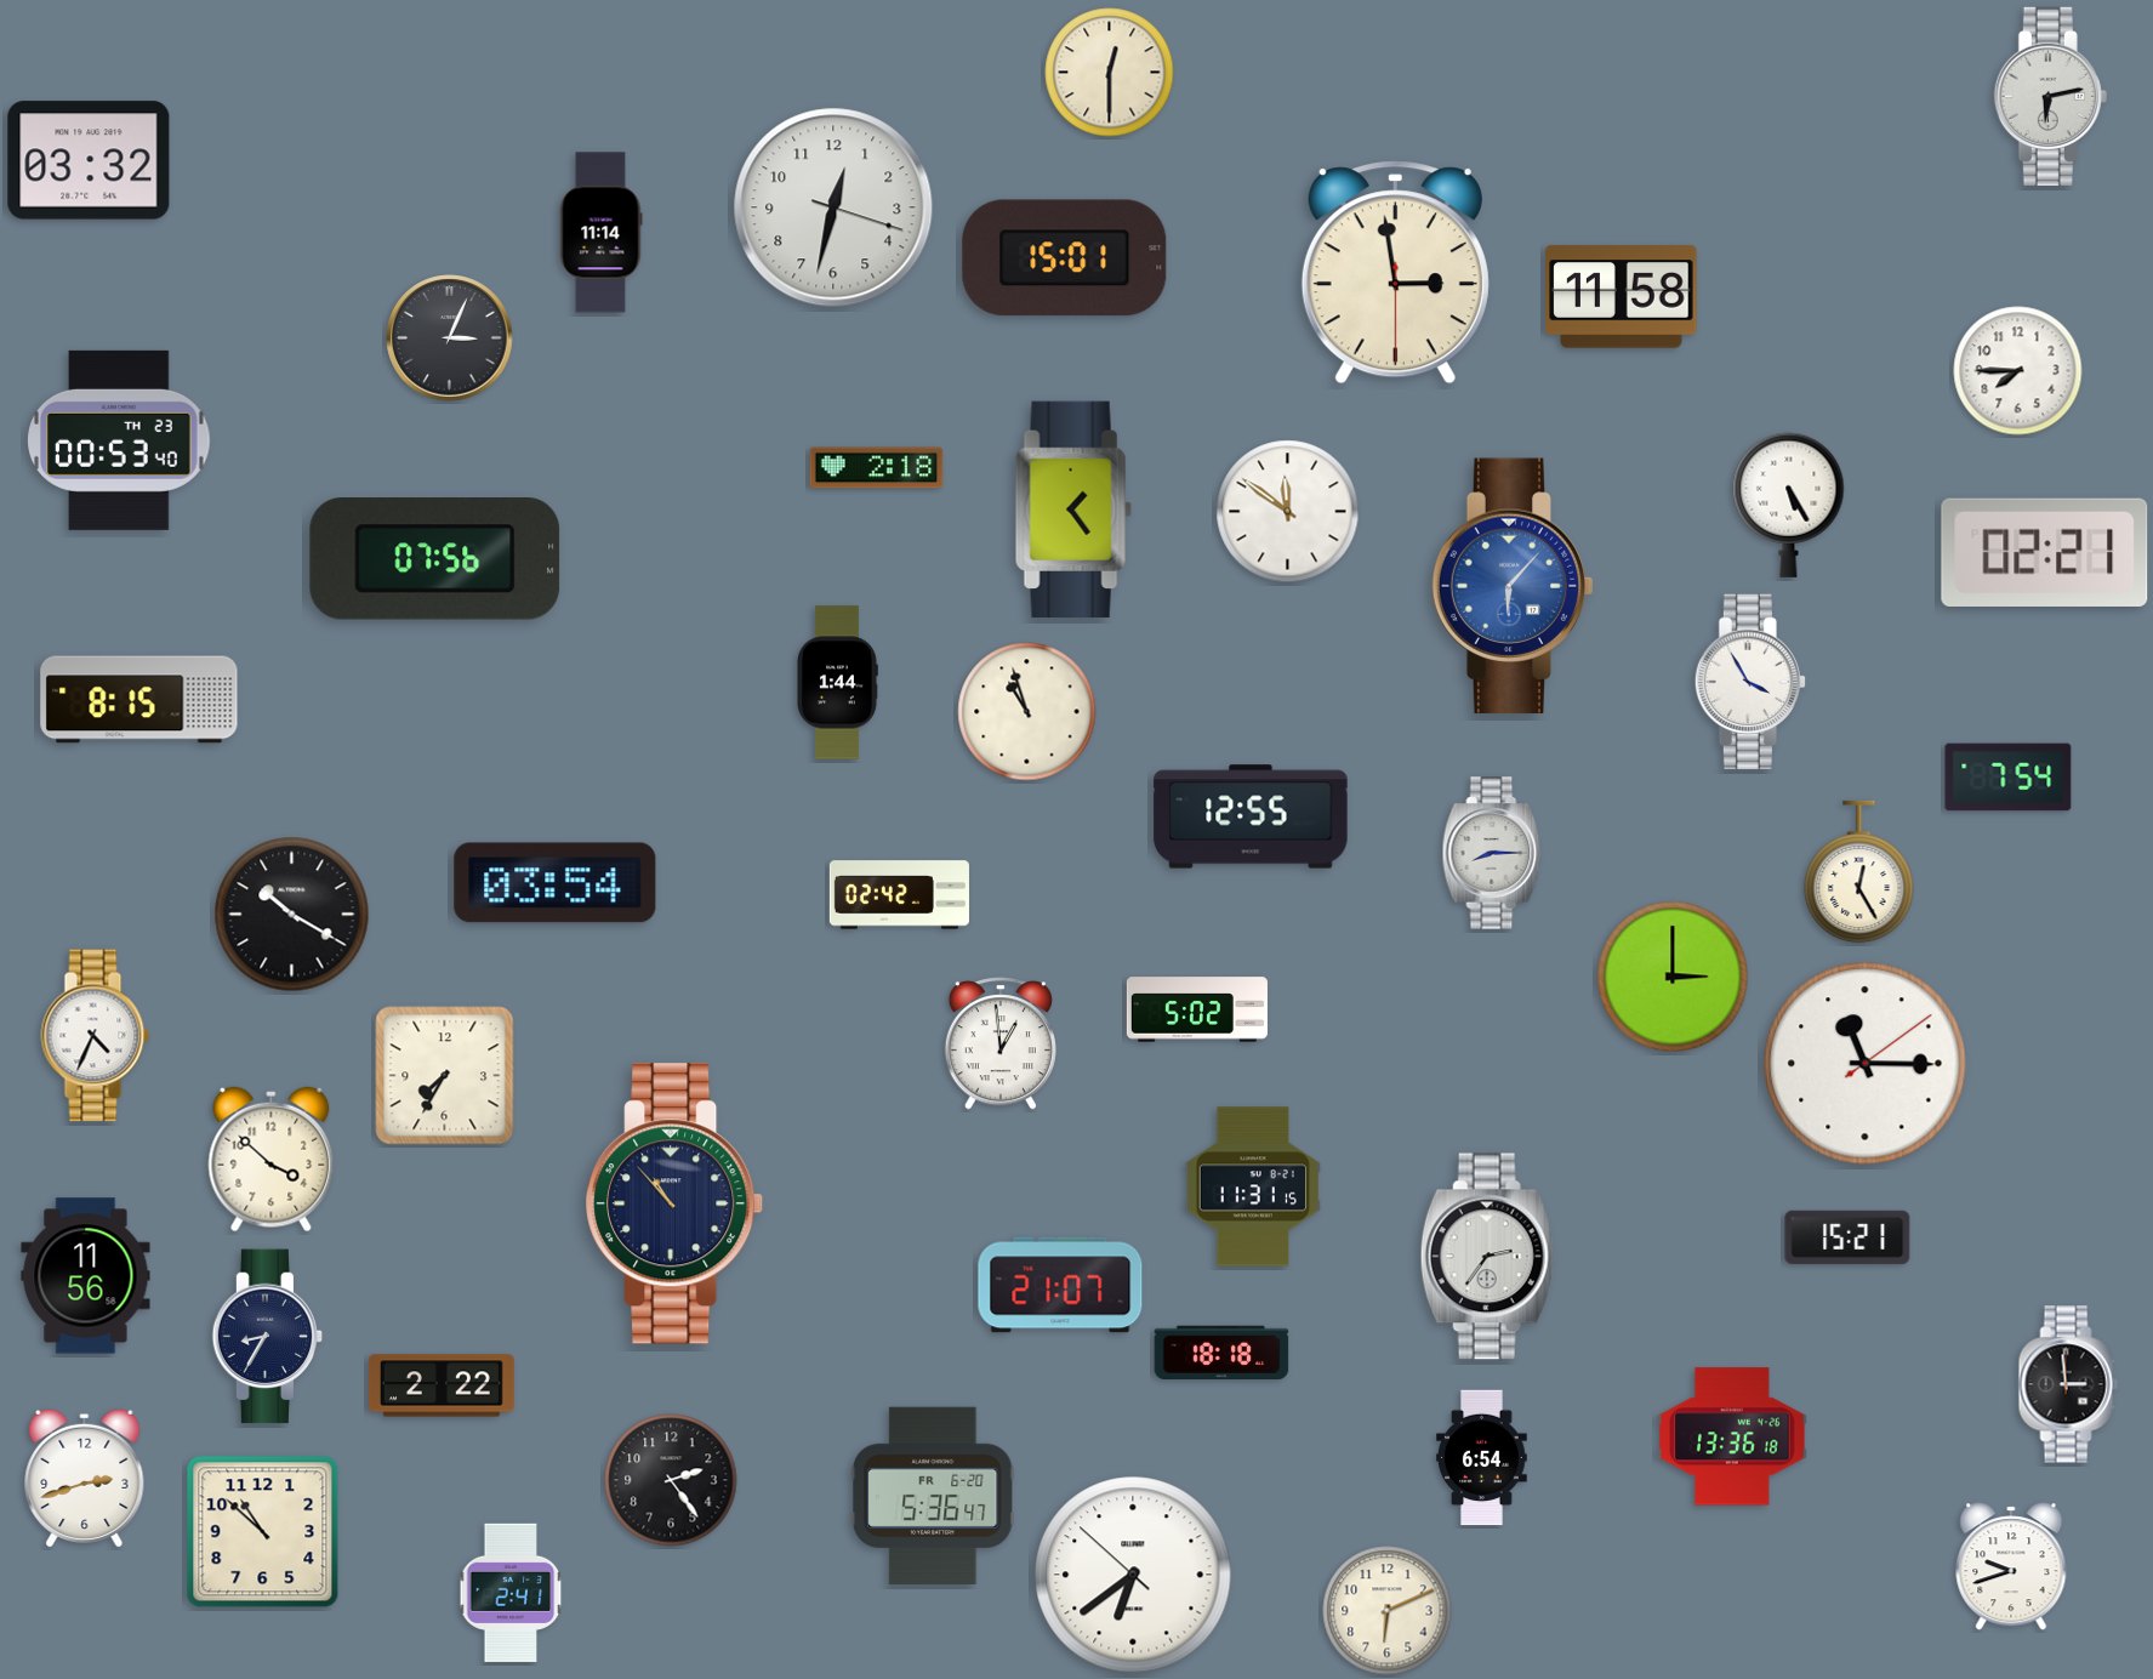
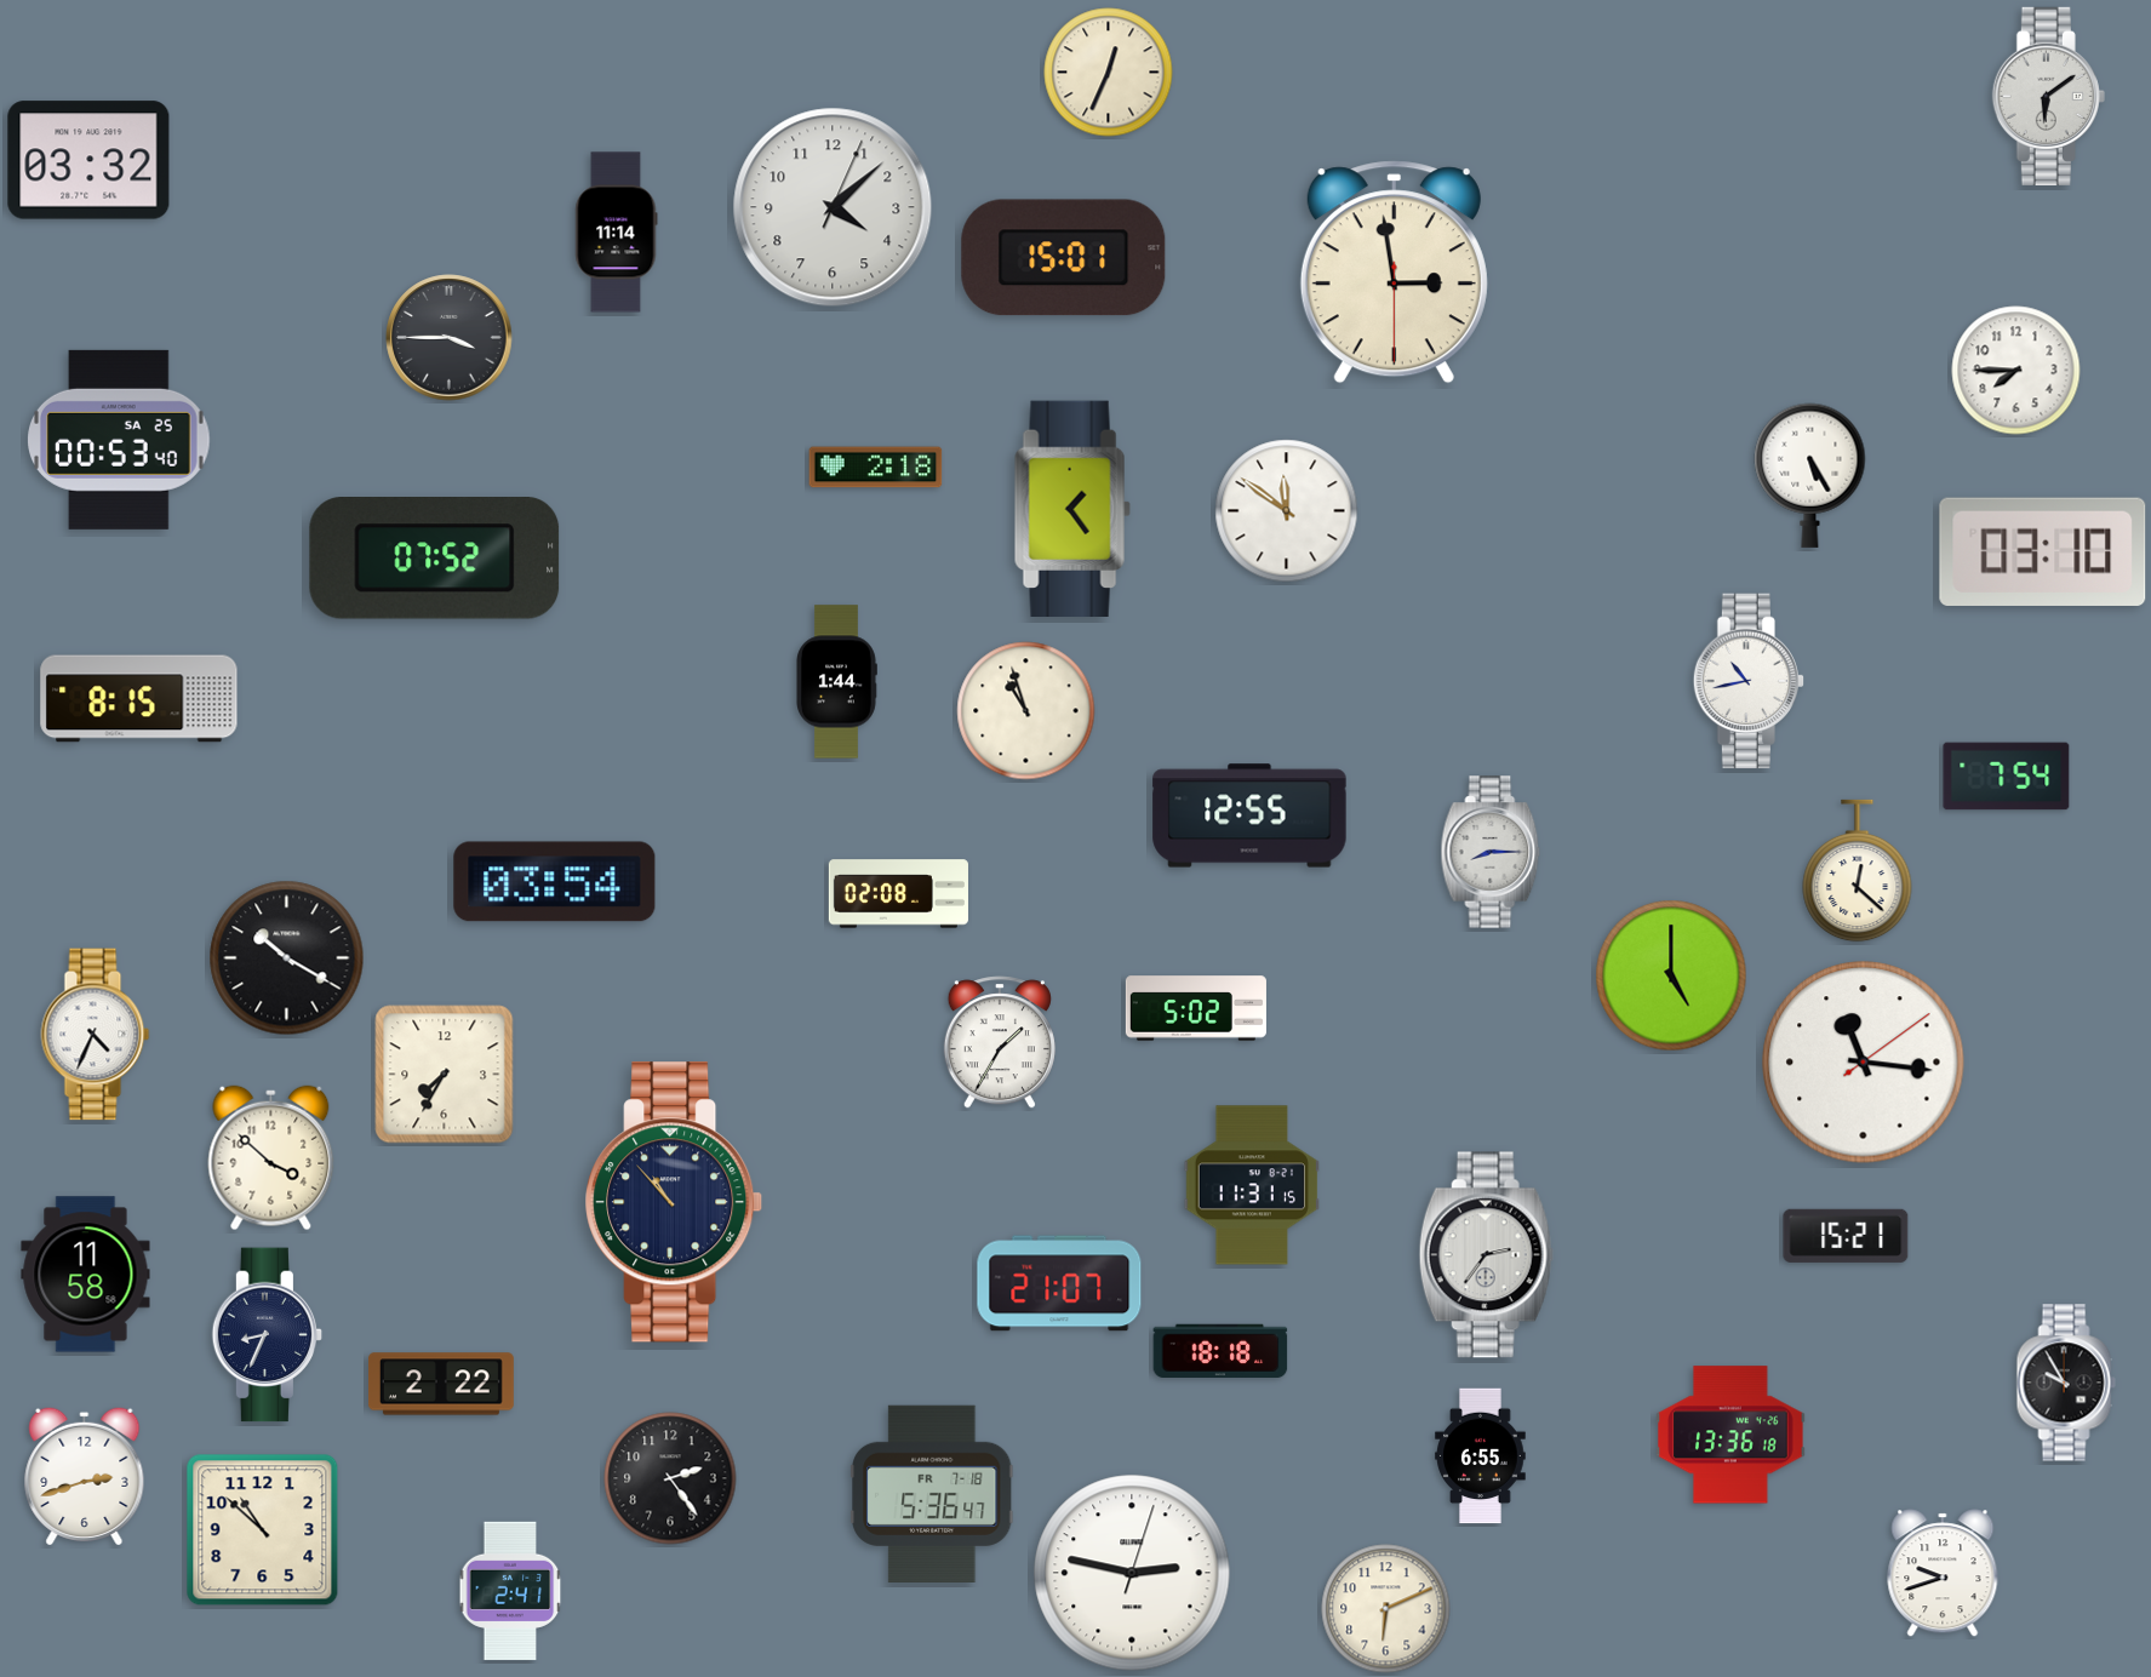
clock at (1110, 73): 12:30 -> 12:34
clock at (2050, 96): 6:13 -> 6:09
clock at (833, 207): 12:32 -> 4:08
clock at (600, 233) position: (600, 233) -> (616, 233)
clock at (1622, 297): 11:58 -> none
clock at (450, 338): 3:04 -> 3:45
clock at (120, 440) date: TH 23 -> SA 25
clock at (1789, 505) position: (1789, 505) -> (1810, 475)
clock at (2045, 552): 02:21 -> 03:10
clock at (435, 558): 07:56 -> 07:52
clock at (1513, 586): 6:07 -> none
clock at (1750, 682): 3:55 -> 10:43
clock at (1859, 872): 12:25 -> 12:22
clock at (899, 895): 02:42 -> 02:08
clock at (292, 915) position: (292, 915) -> (287, 958)
clock at (1673, 977): 3:00 -> 5:00
clock at (1001, 1043): 12:59 -> 1:35
clock at (1866, 1064): 11:15 -> 11:16
clock at (86, 1276): 11:56 -> 11:58
clock at (268, 1337): 8:35 -> 8:34
clock at (2068, 1384): 2:59 -> 9:55
clock at (1482, 1458): 6:54 -> 6:55
clock at (934, 1495) date: FR 6-20 -> FR 7-18
clock at (2011, 1566) position: (2011, 1566) -> (1943, 1573)
clock at (1133, 1575): 6:38 -> 2:47
